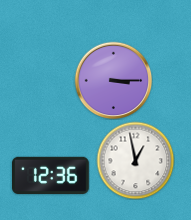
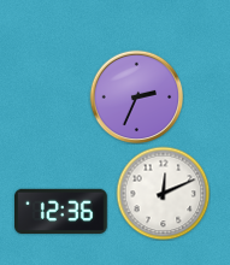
clock at (113, 80): 3:15 -> 2:34
clock at (135, 160): 12:58 -> 12:11
